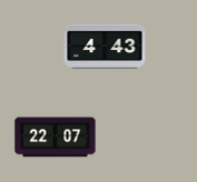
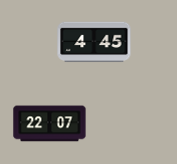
clock at (105, 47): 4:43 -> 4:45
